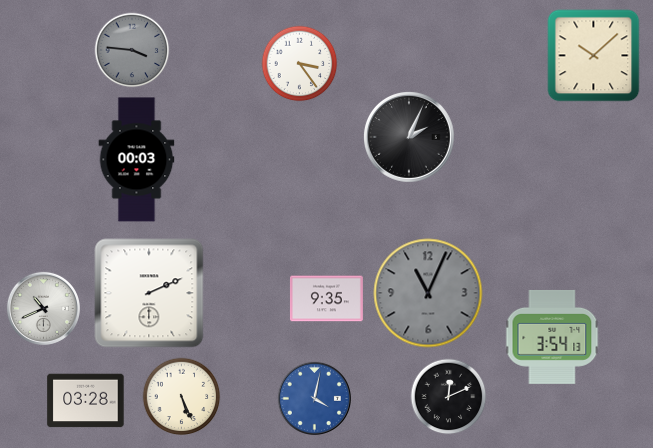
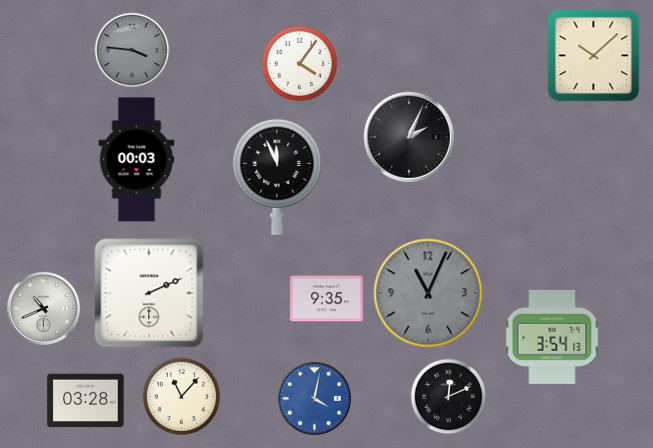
clock at (300, 64): 3:24 -> 4:06
clock at (277, 177): none -> 11:56
clock at (182, 397): 5:26 -> 11:07
